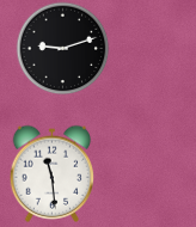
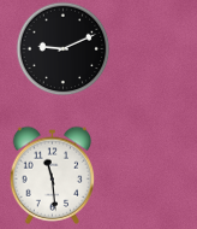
clock at (62, 48): 9:12 -> 9:11
